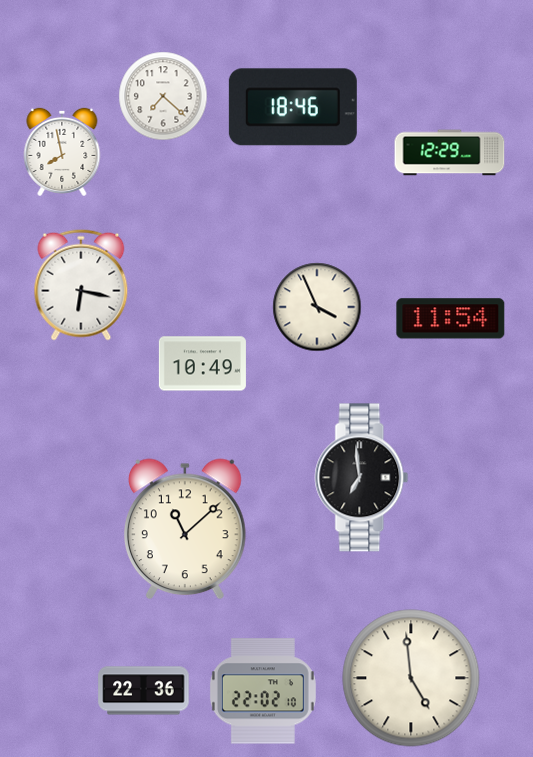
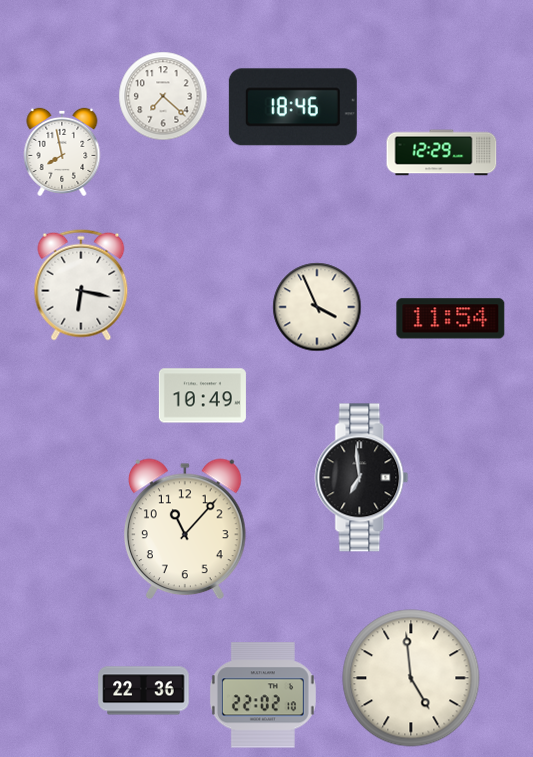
clock at (450, 153) position: (450, 153) -> (442, 153)
clock at (202, 364) position: (202, 364) -> (202, 396)
clock at (185, 529): 11:08 -> 11:07
clock at (263, 691) position: (263, 691) -> (263, 695)
